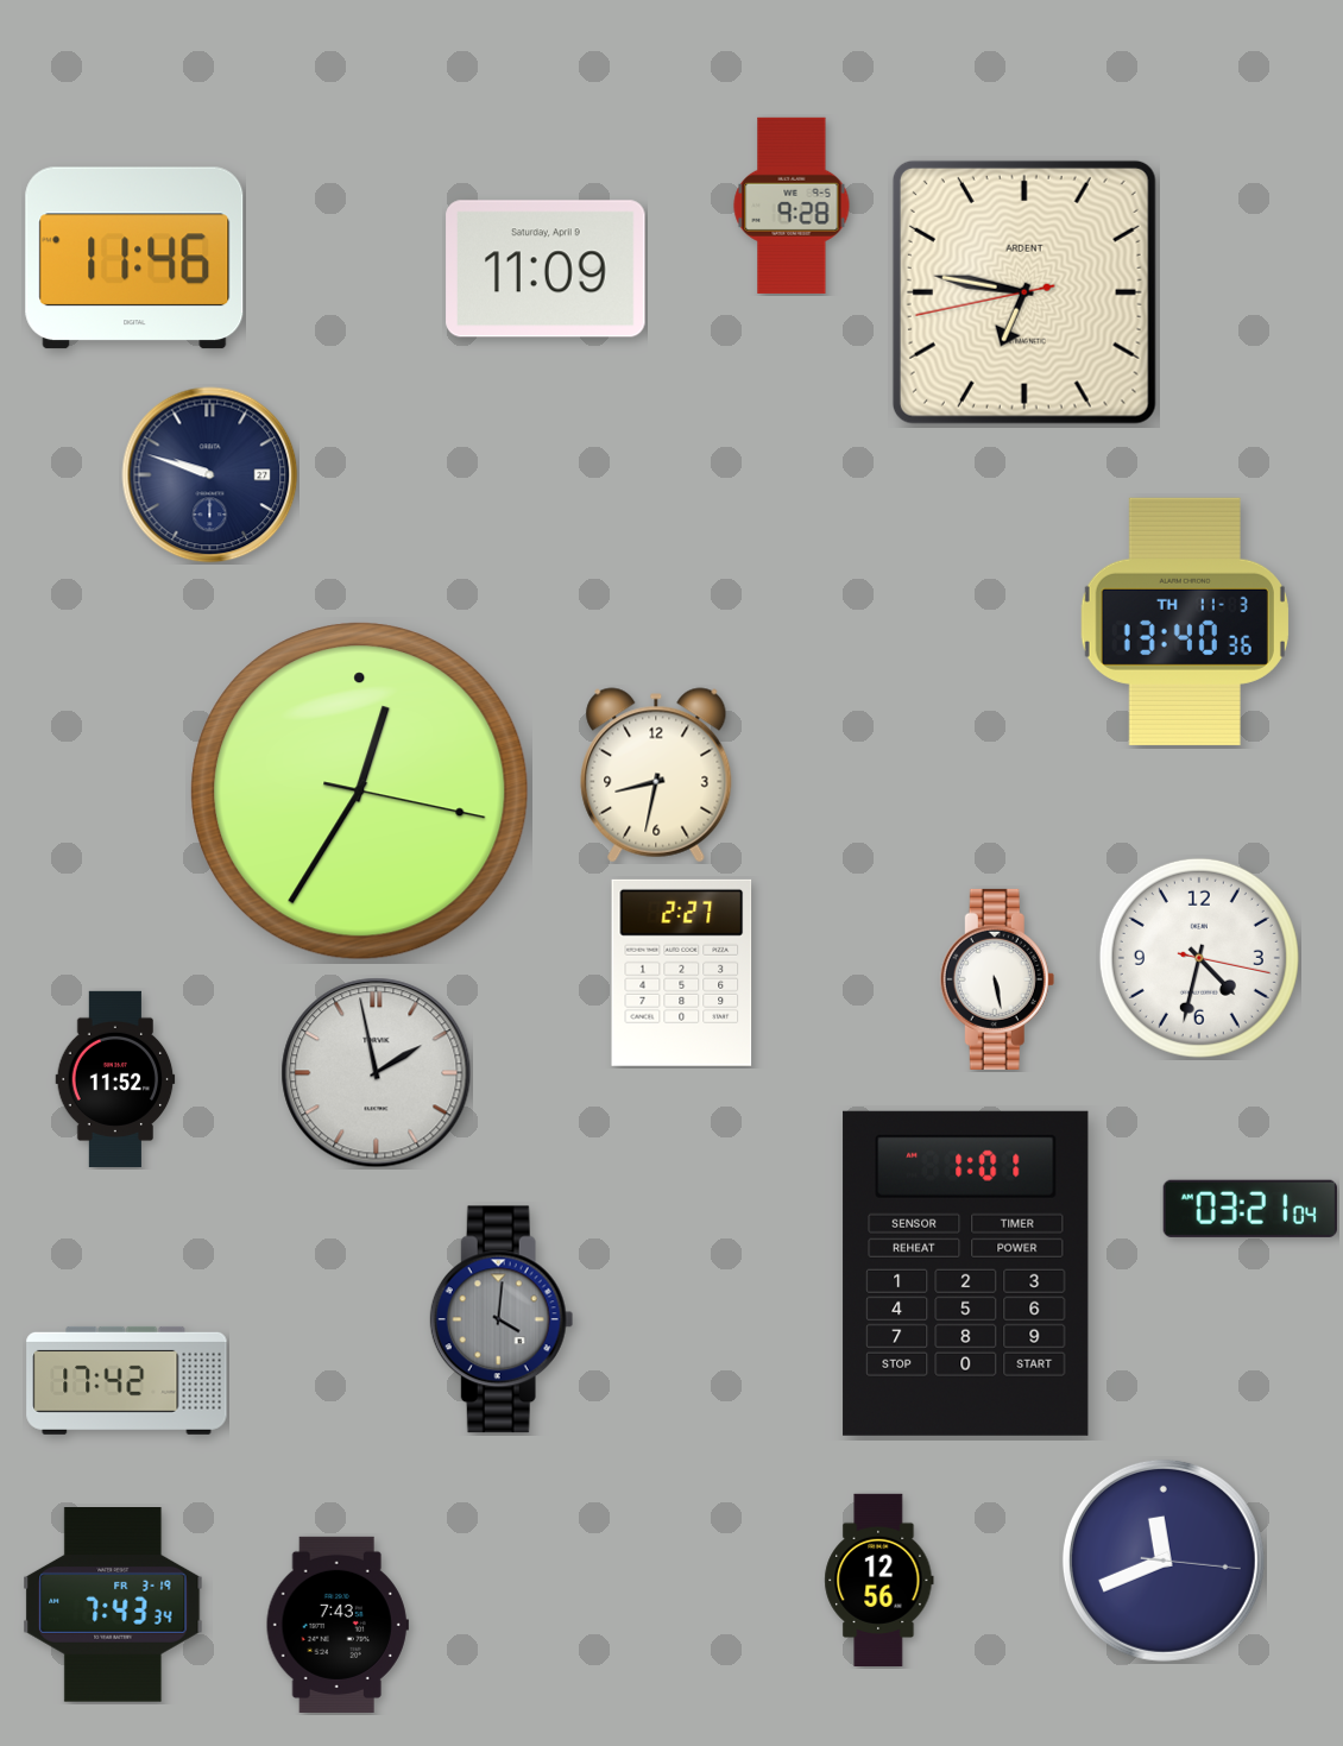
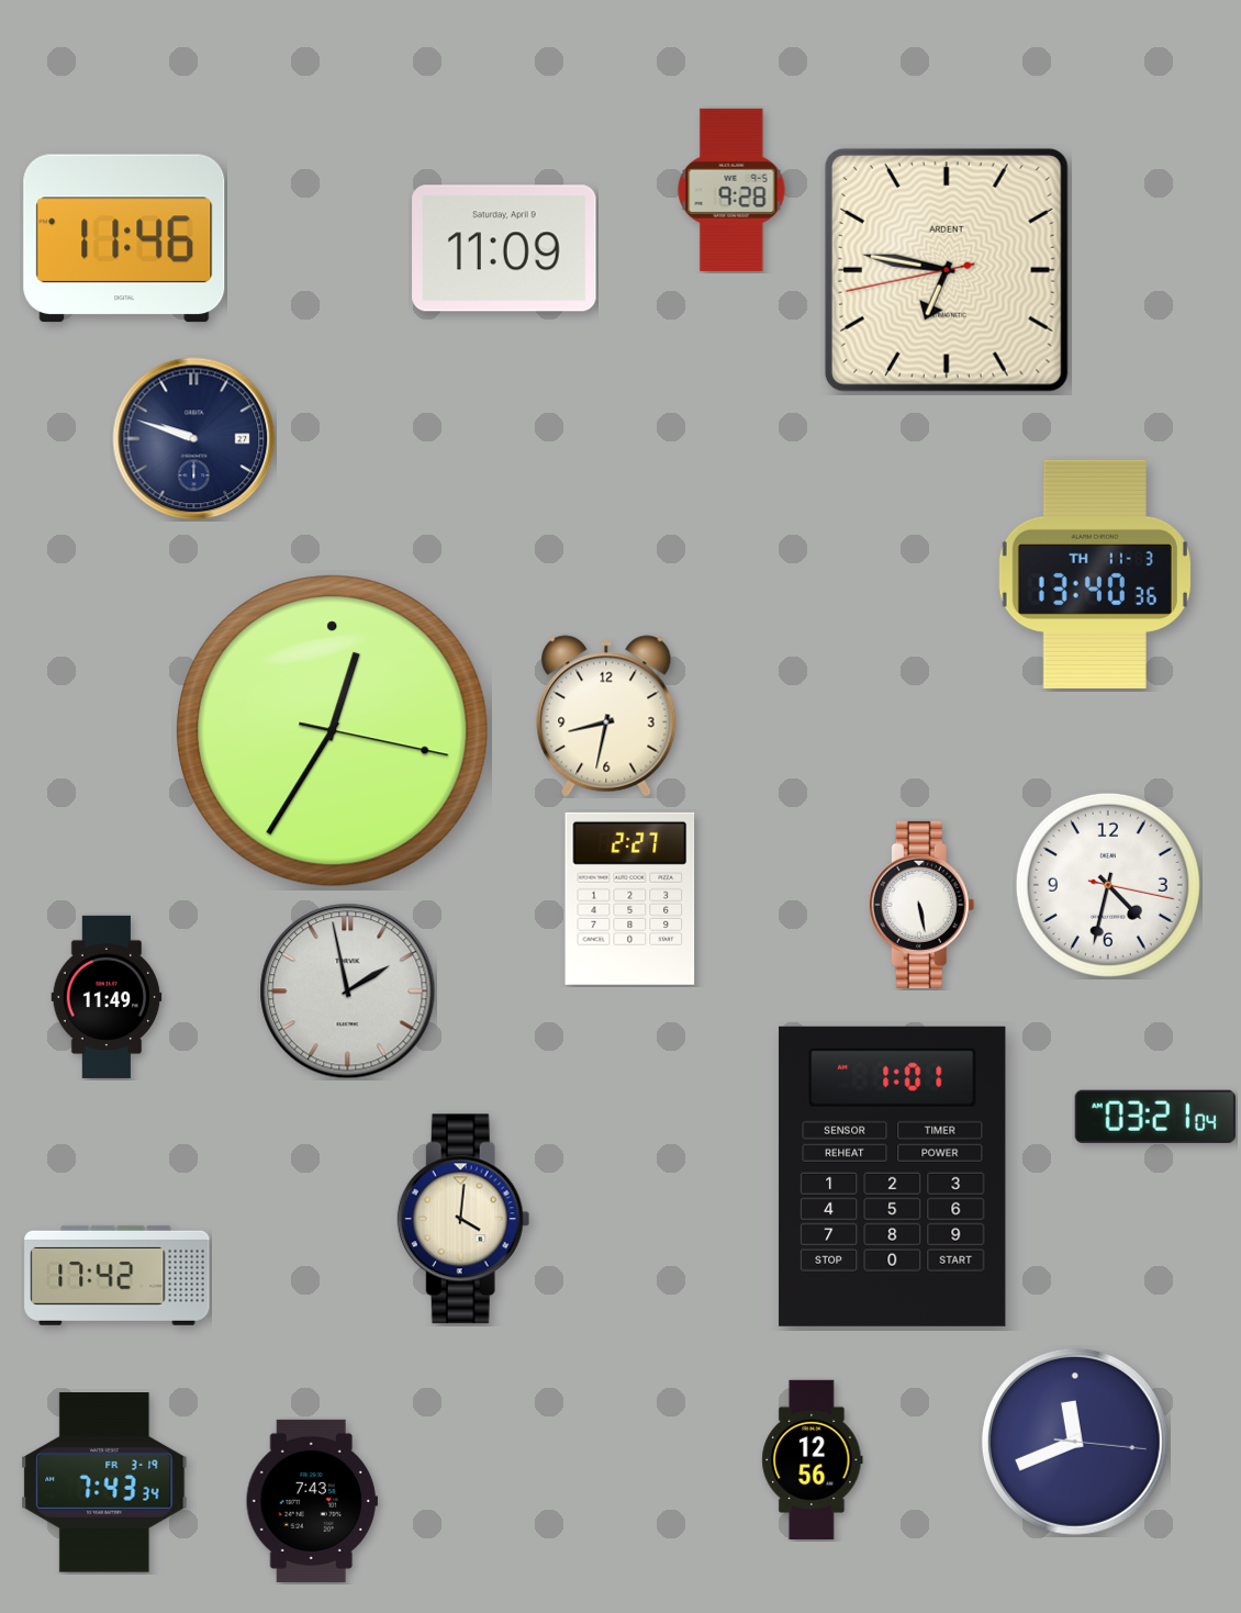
clock at (115, 1079): 11:52 -> 11:49
clock at (502, 1319) dial: grey -> cream
